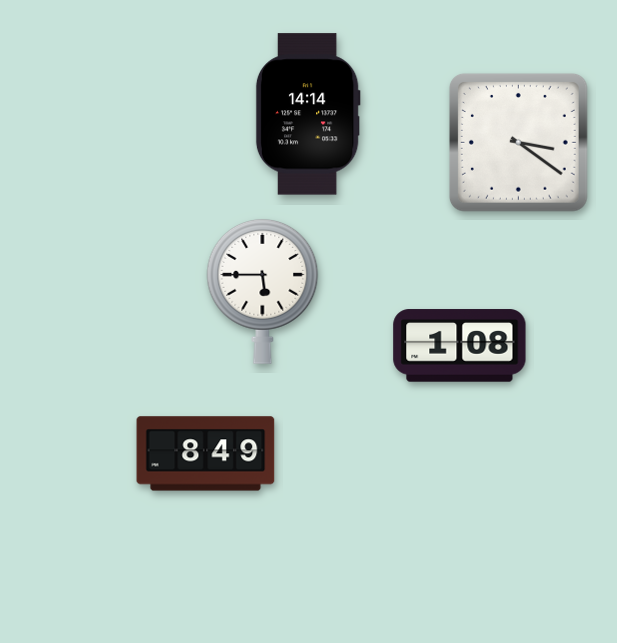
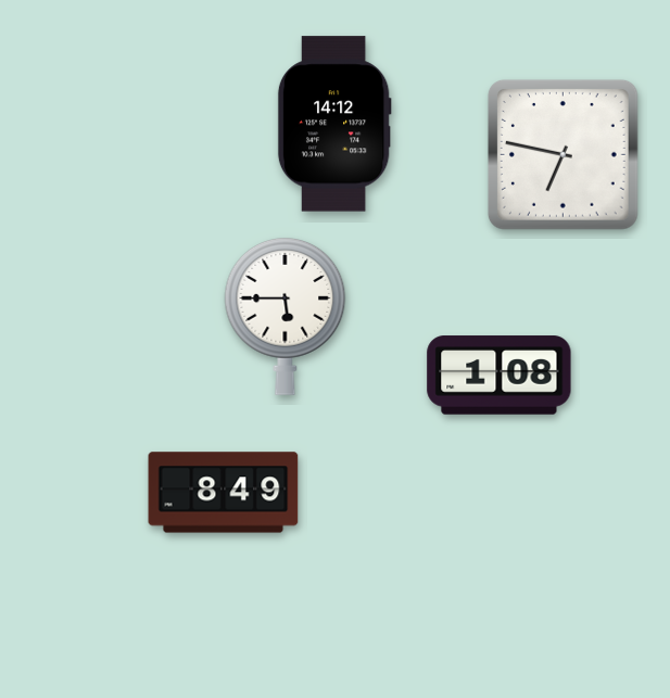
clock at (308, 114): 14:14 -> 14:12
clock at (518, 142): 3:21 -> 6:47
